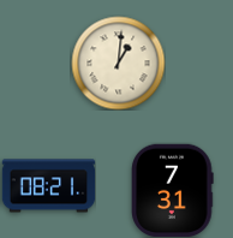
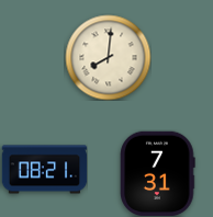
clock at (118, 63): 1:01 -> 8:01
